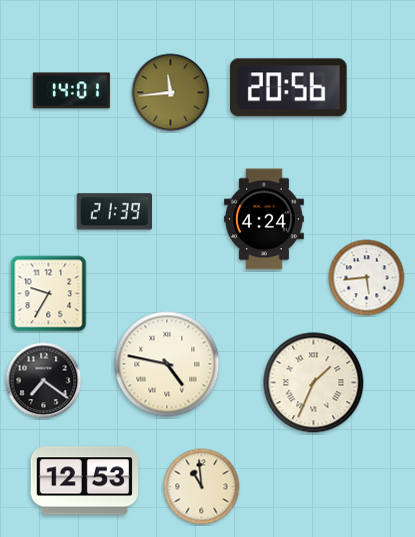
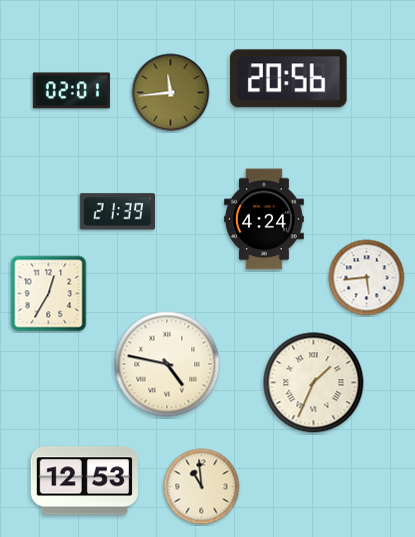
clock at (289, 88) position: (289, 88) -> (289, 79)
clock at (71, 91): 14:01 -> 02:01
clock at (114, 212) position: (114, 212) -> (117, 212)
clock at (49, 294): 9:35 -> 12:35
clock at (44, 381): 7:21 -> none
